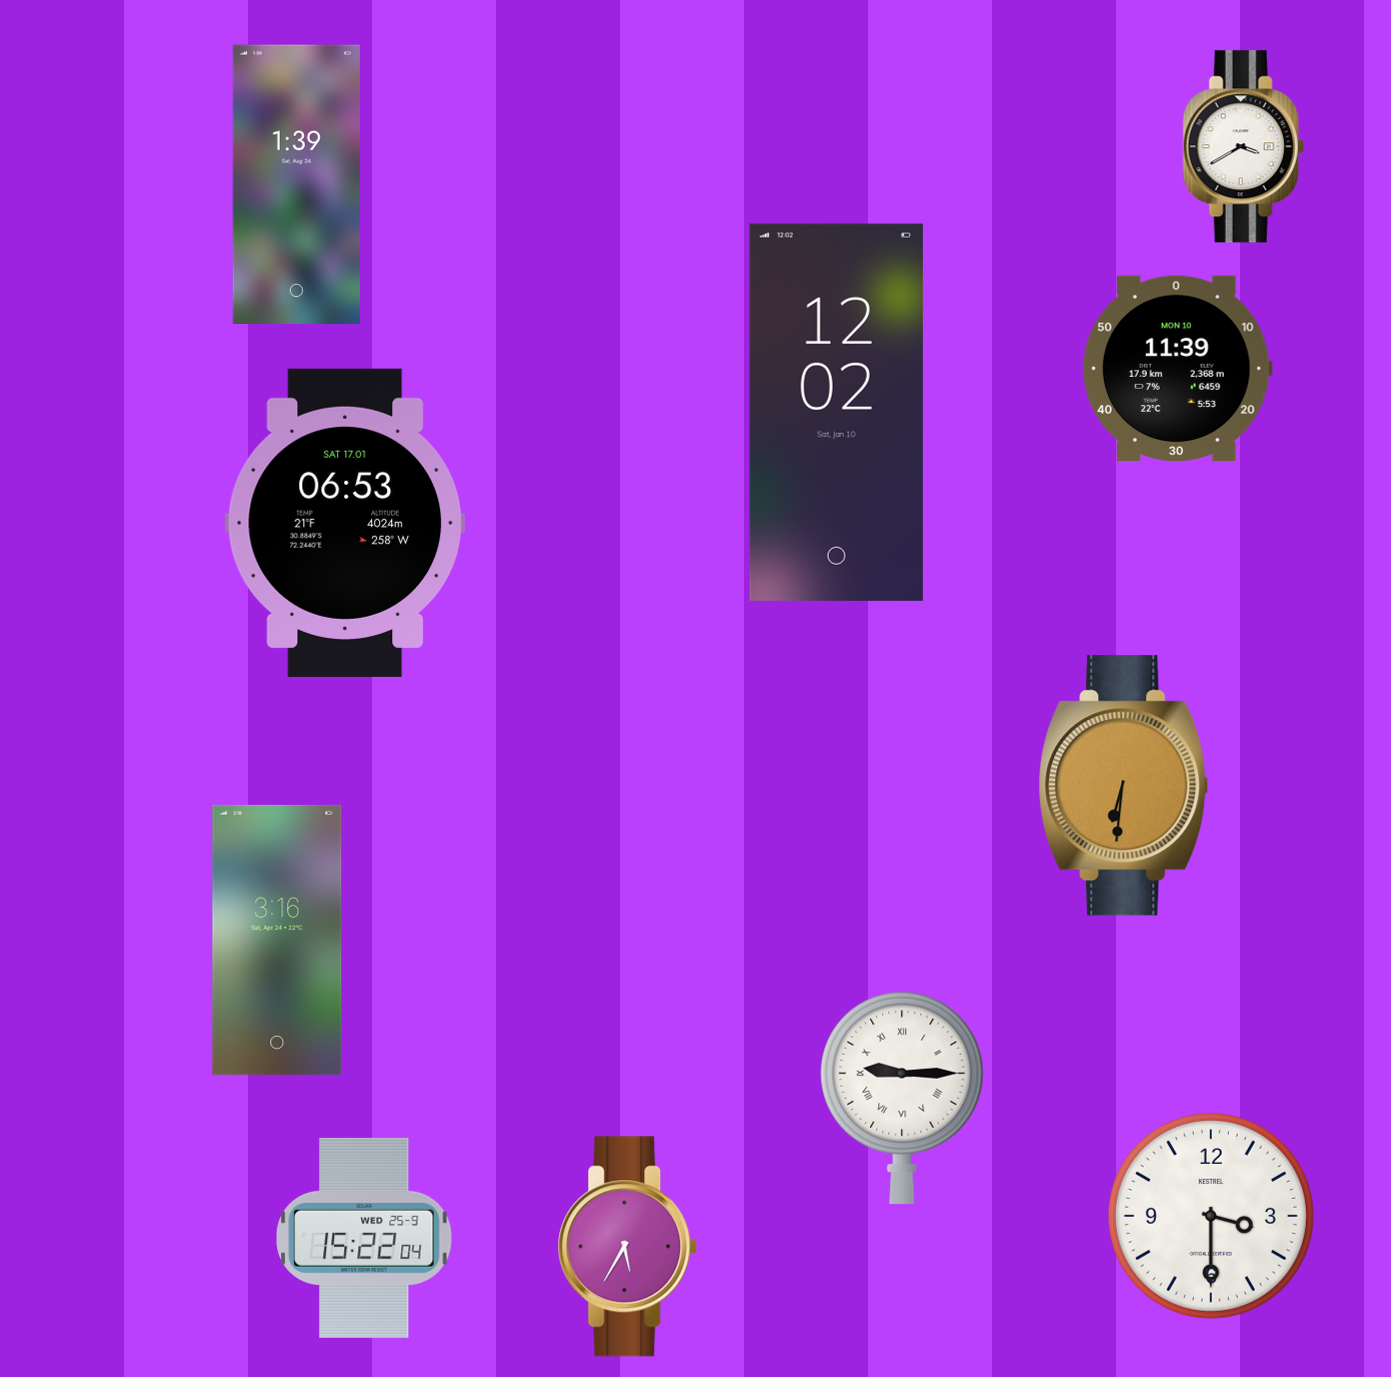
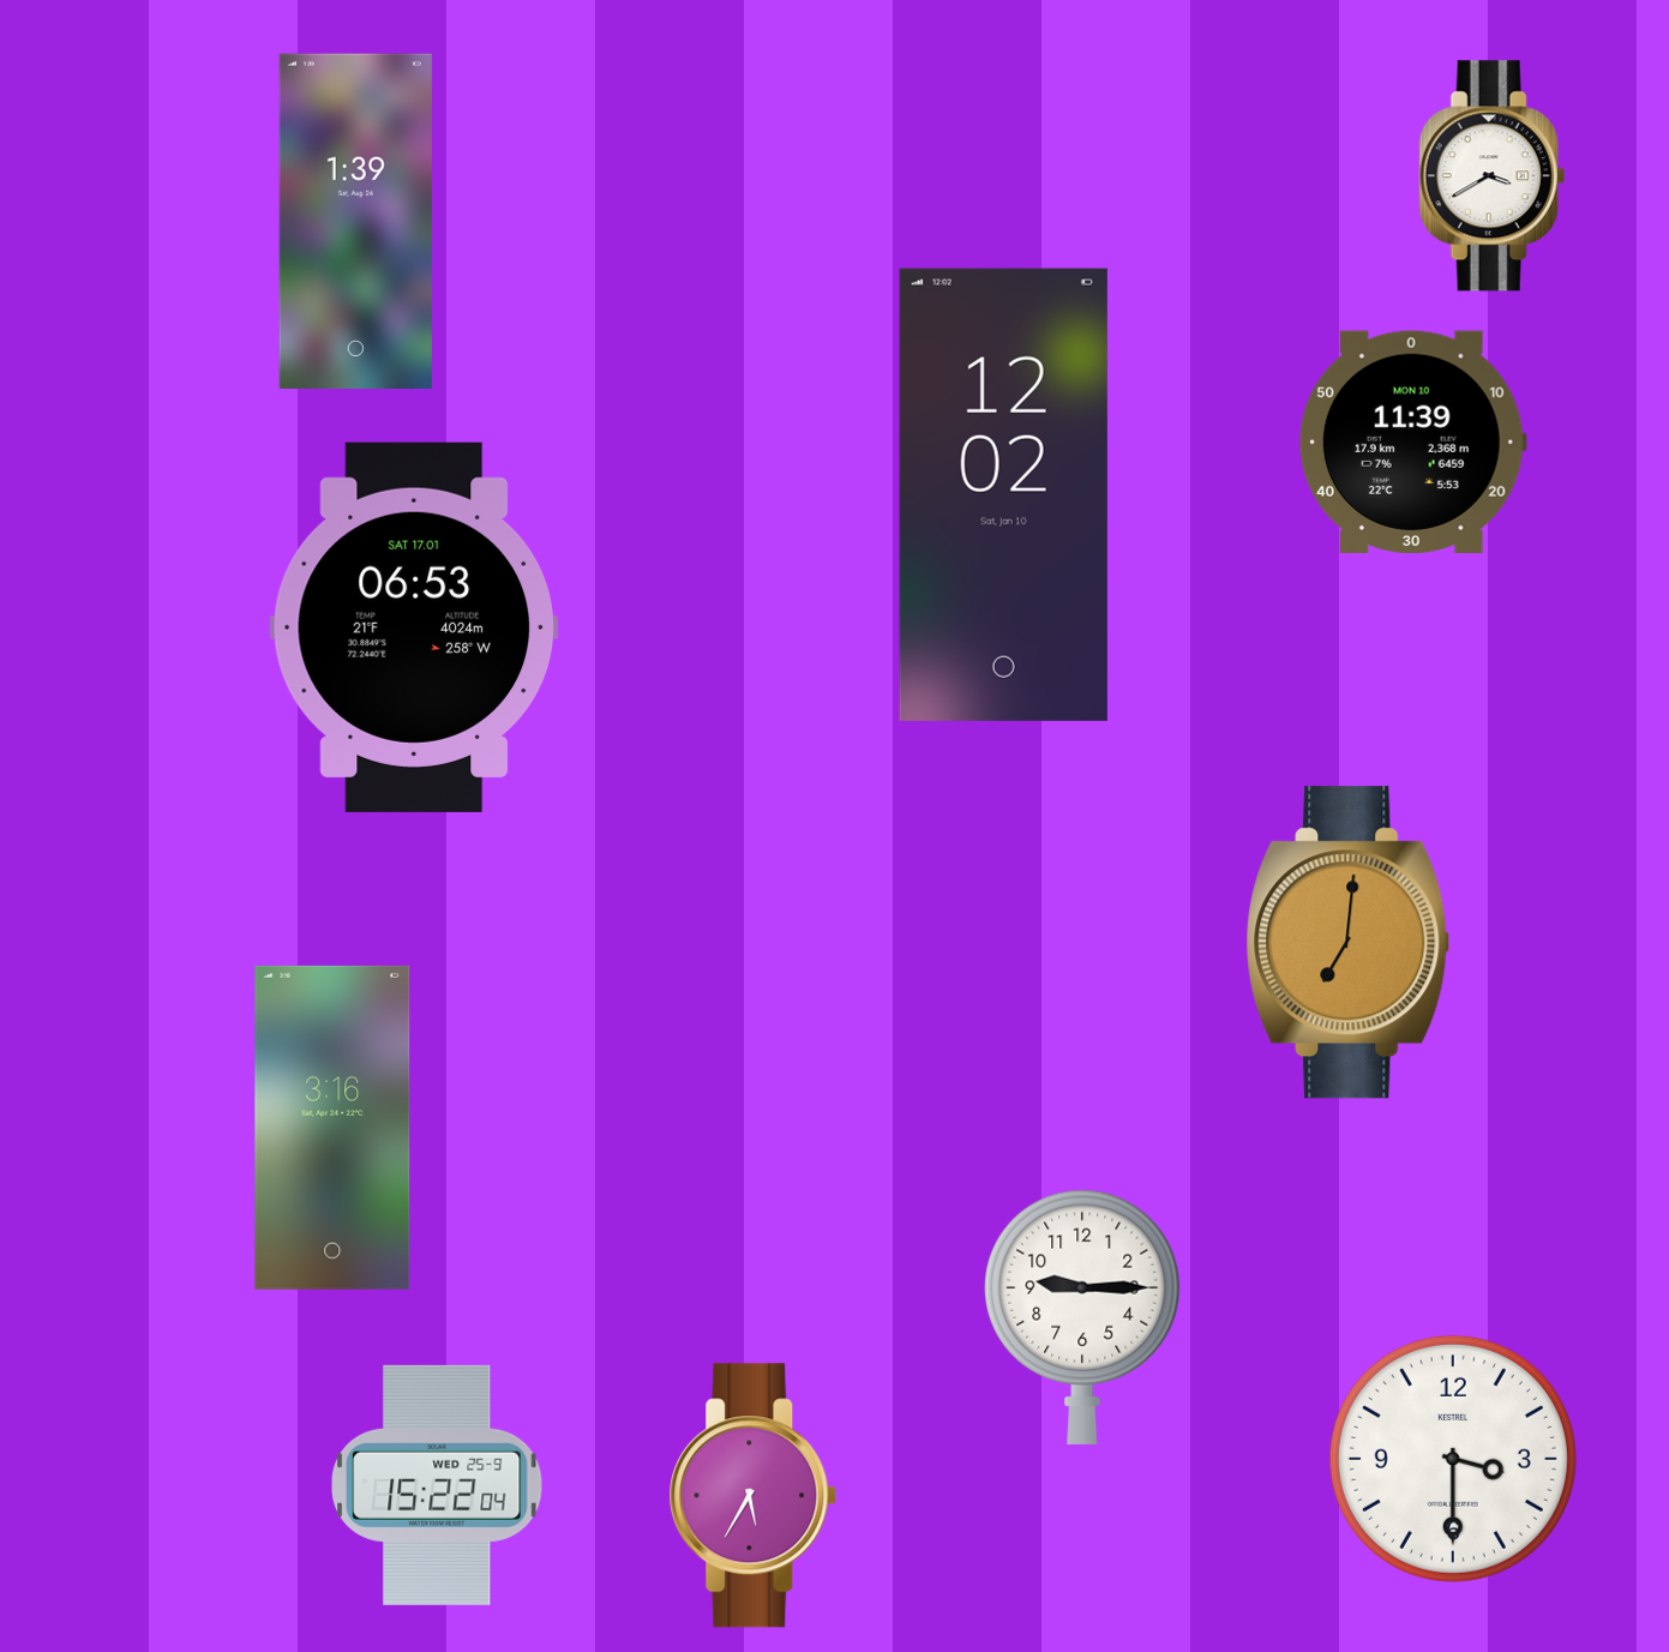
clock at (1124, 786): 6:31 -> 7:01
clock at (902, 1098) numerals: Roman -> Arabic
